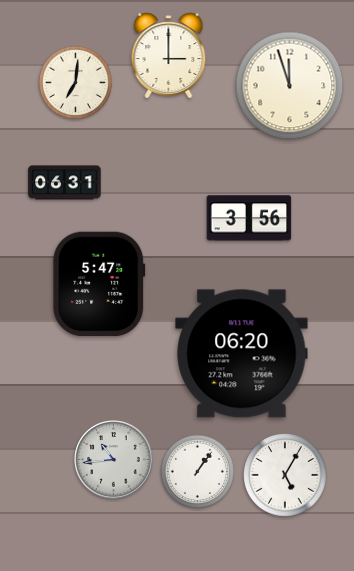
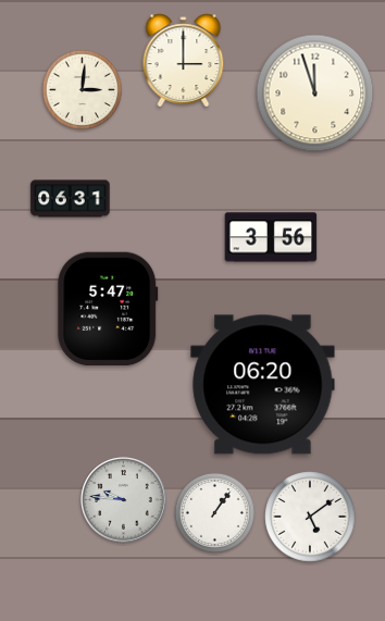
clock at (75, 82): 7:01 -> 3:01
clock at (114, 460): 10:44 -> 9:46
clock at (285, 475): 5:05 -> 5:09
